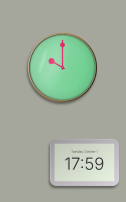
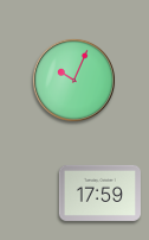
clock at (62, 67): 10:00 -> 10:04
